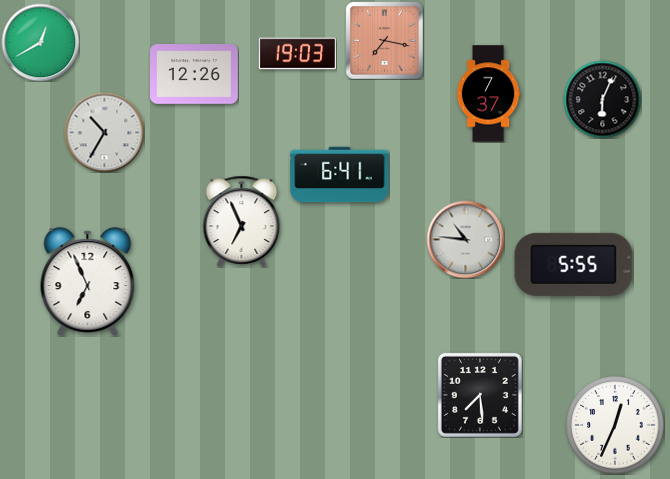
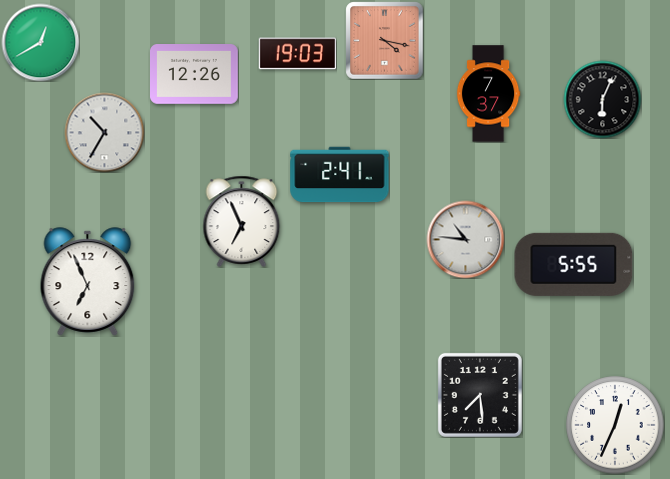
clock at (384, 40): 7:17 -> 4:17
clock at (340, 175): 6:41 -> 2:41
